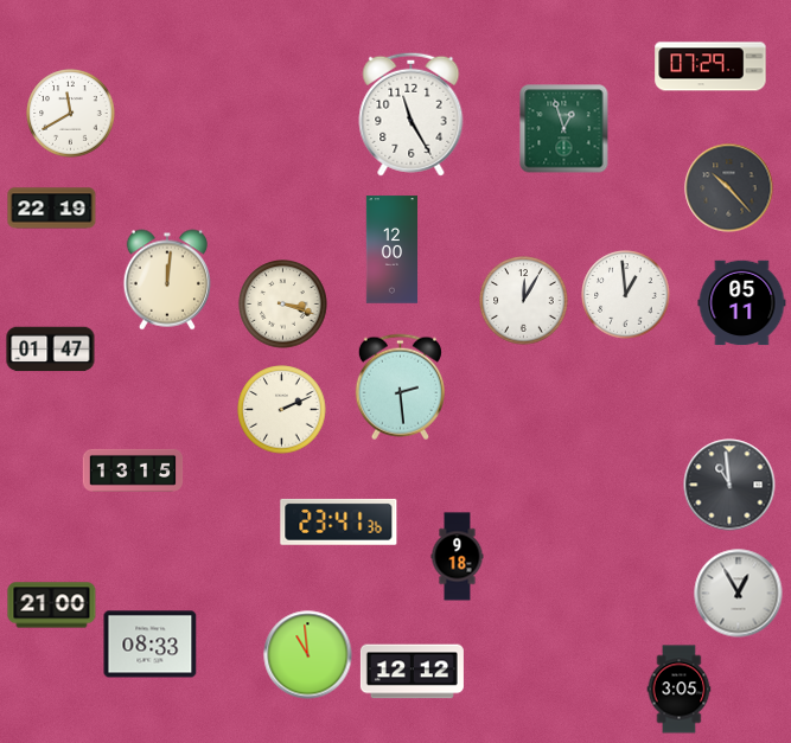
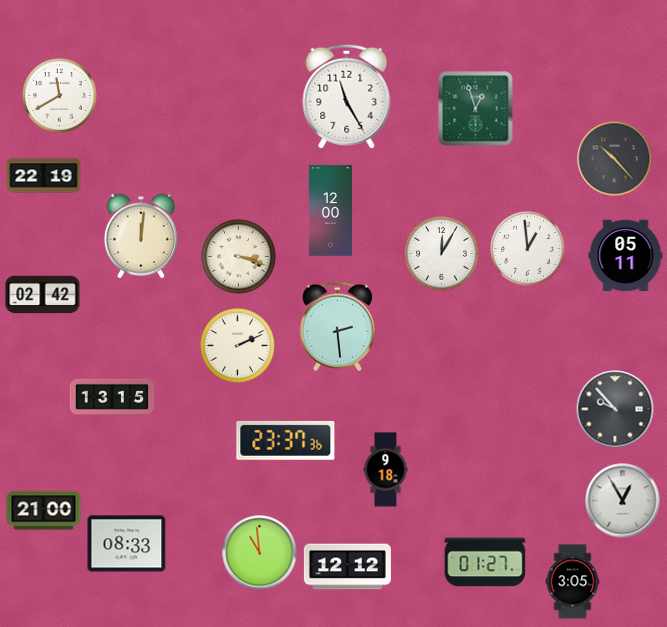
clock at (710, 66): 07:29 -> none
clock at (51, 350): 01:47 -> 02:42
clock at (729, 485): 10:59 -> 9:53
clock at (339, 521): 23:41 -> 23:37
clock at (485, 562): none -> 01:27
